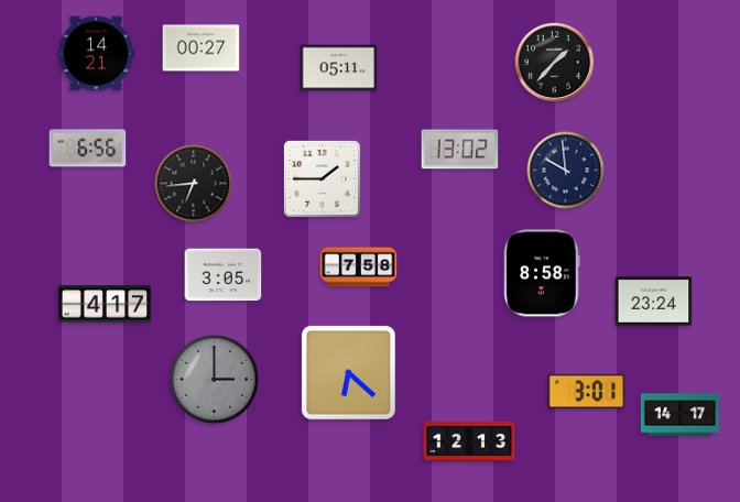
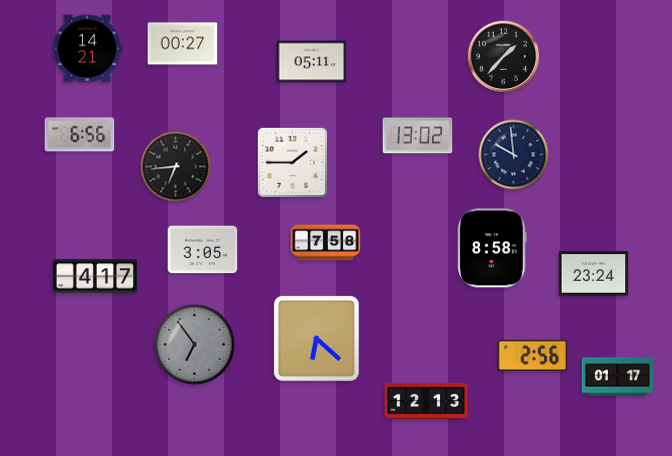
clock at (339, 68) position: (339, 68) -> (312, 62)
clock at (215, 380): 3:00 -> 6:54
clock at (587, 392): 3:01 -> 2:56
clock at (681, 415): 14:17 -> 01:17
